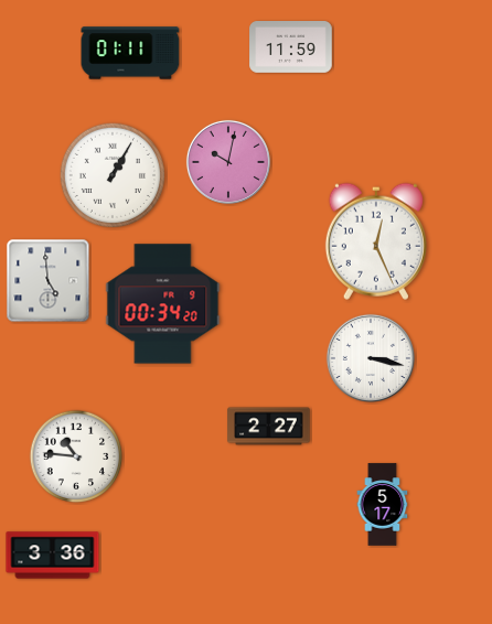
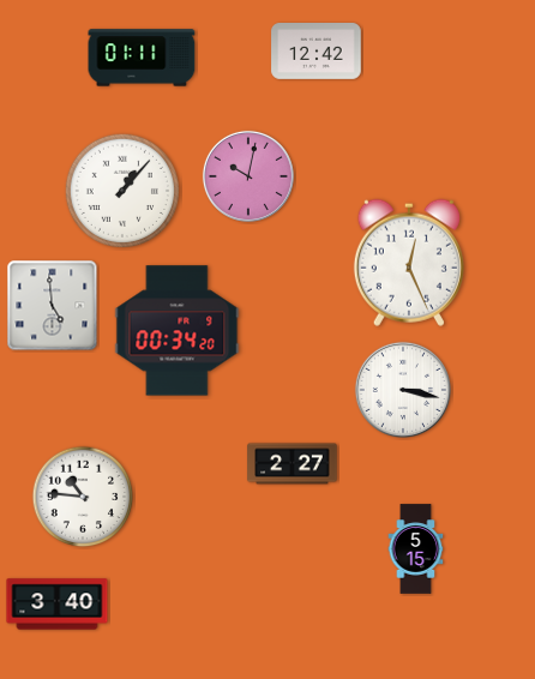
clock at (291, 47): 11:59 -> 12:42
clock at (111, 174): 1:05 -> 1:07
clock at (383, 505): 5:17 -> 5:15
clock at (53, 556): 3:36 -> 3:40
